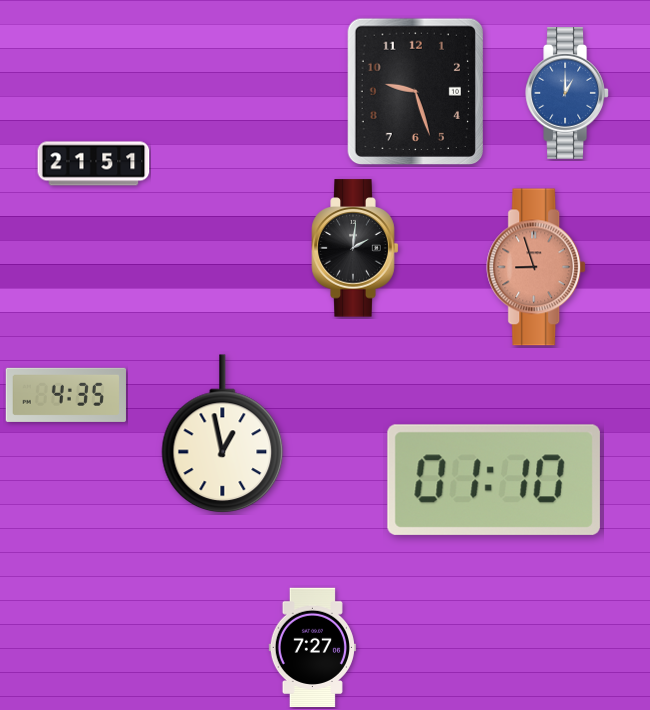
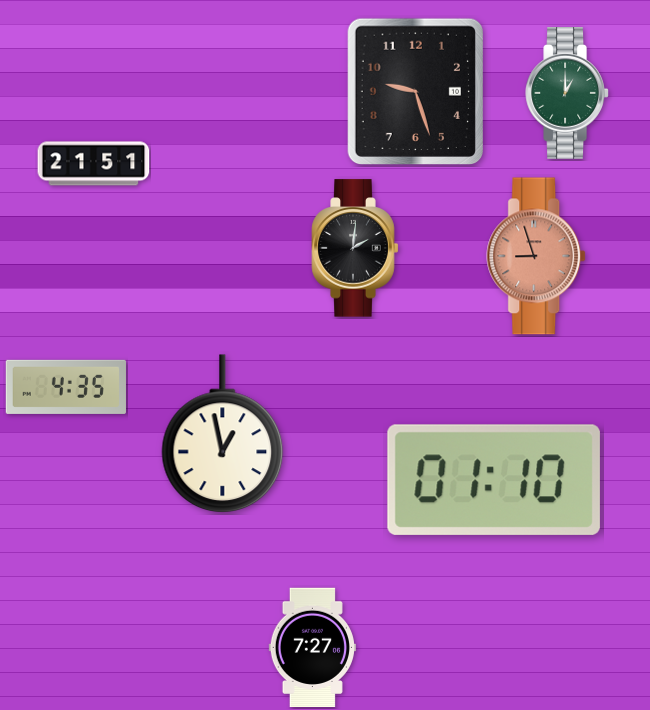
clock at (567, 94) dial: blue -> green
clock at (537, 267) position: (537, 267) -> (537, 256)
clock at (66, 395) position: (66, 395) -> (66, 387)
